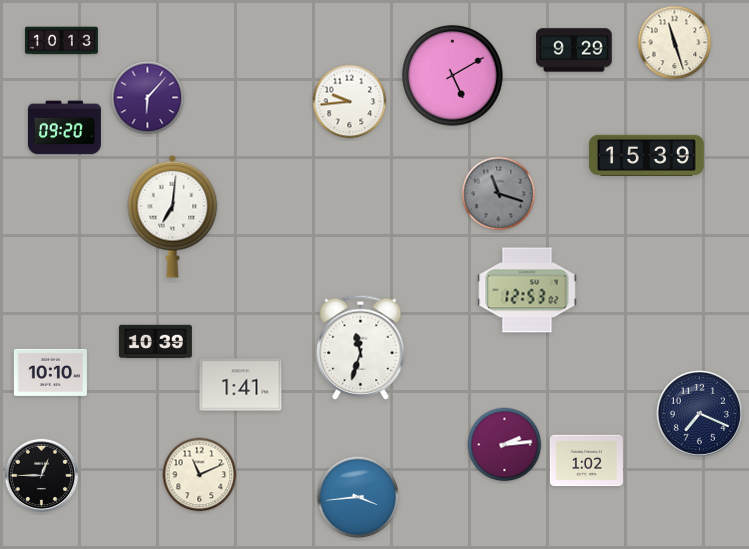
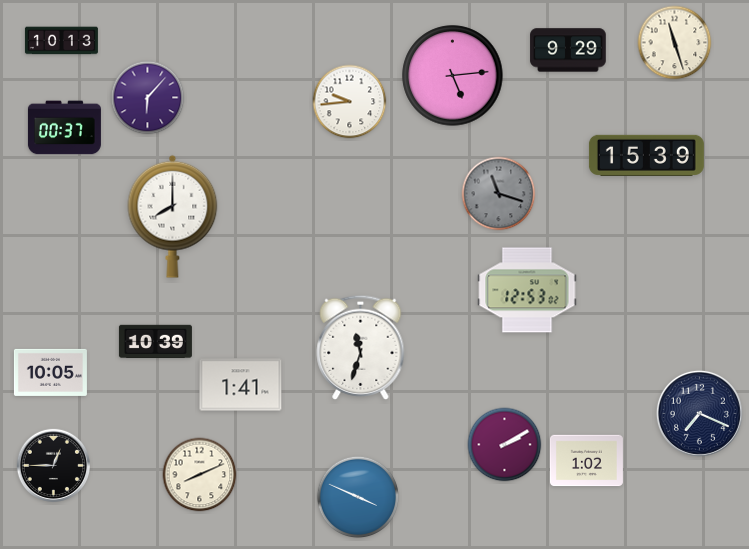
clock at (574, 50) position: (574, 50) -> (568, 50)
clock at (453, 76): 5:10 -> 5:14
clock at (64, 128): 09:20 -> 00:37
clock at (173, 216): 7:01 -> 8:00
clock at (50, 372): 10:10 -> 10:05
clock at (505, 445): 2:14 -> 2:10
clock at (41, 475) position: (41, 475) -> (53, 465)
clock at (200, 475): 11:11 -> 8:11
clock at (358, 497): 3:44 -> 3:49
